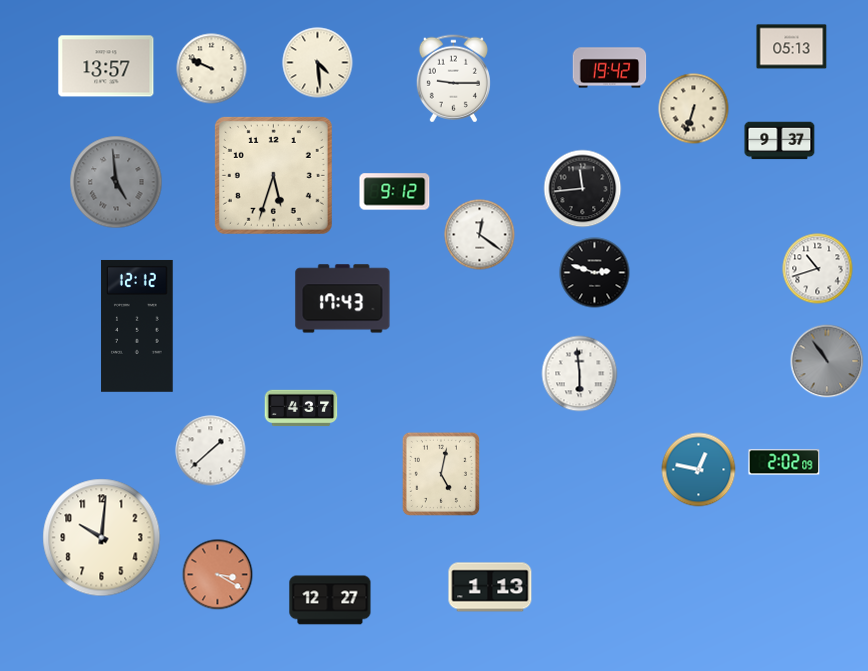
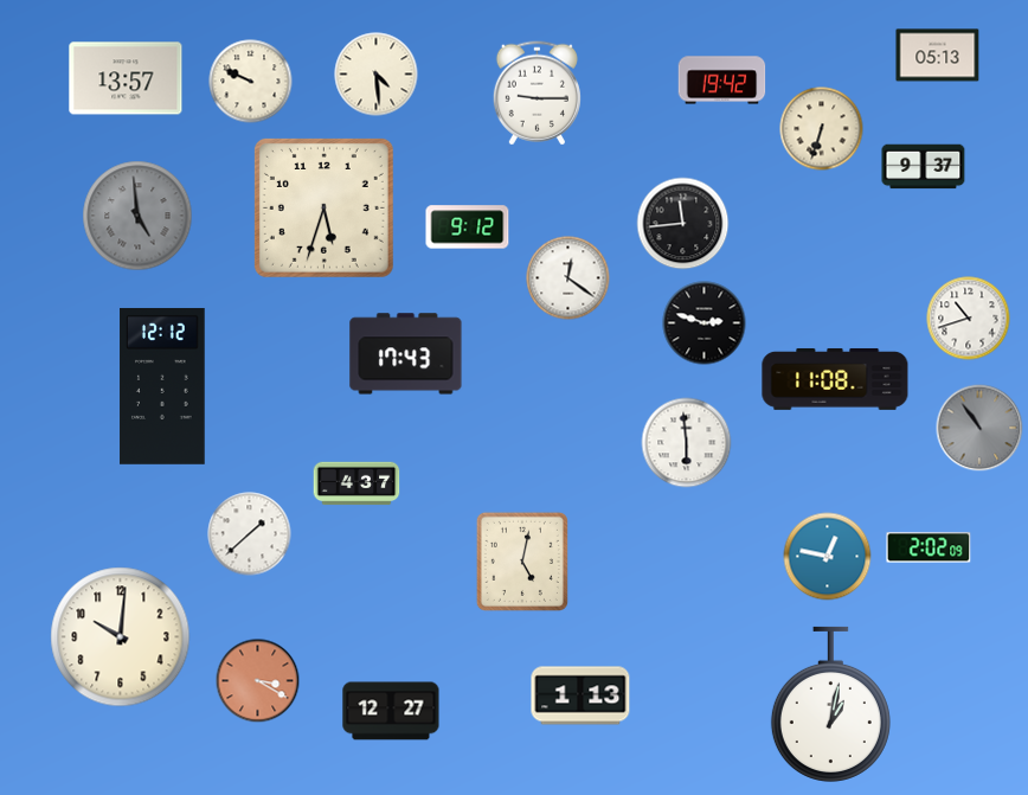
clock at (583, 189) position: (583, 189) -> (683, 224)
clock at (835, 379): none -> 11:08
clock at (830, 704): none -> 1:02
